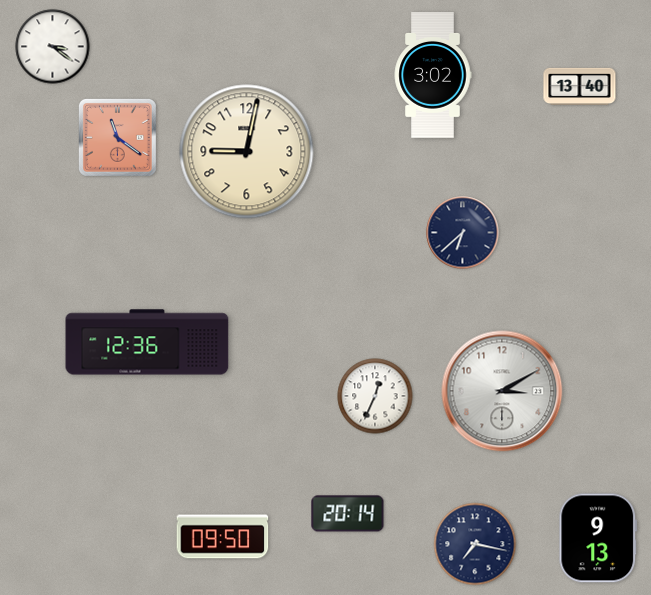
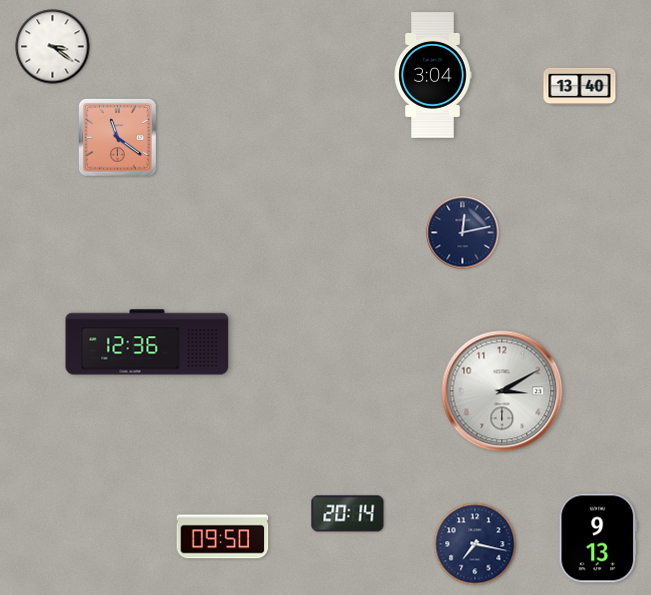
clock at (433, 75): 3:02 -> 3:04
clock at (247, 152): 9:02 -> none
clock at (463, 233): 6:38 -> 12:13
clock at (375, 396): 12:34 -> none
